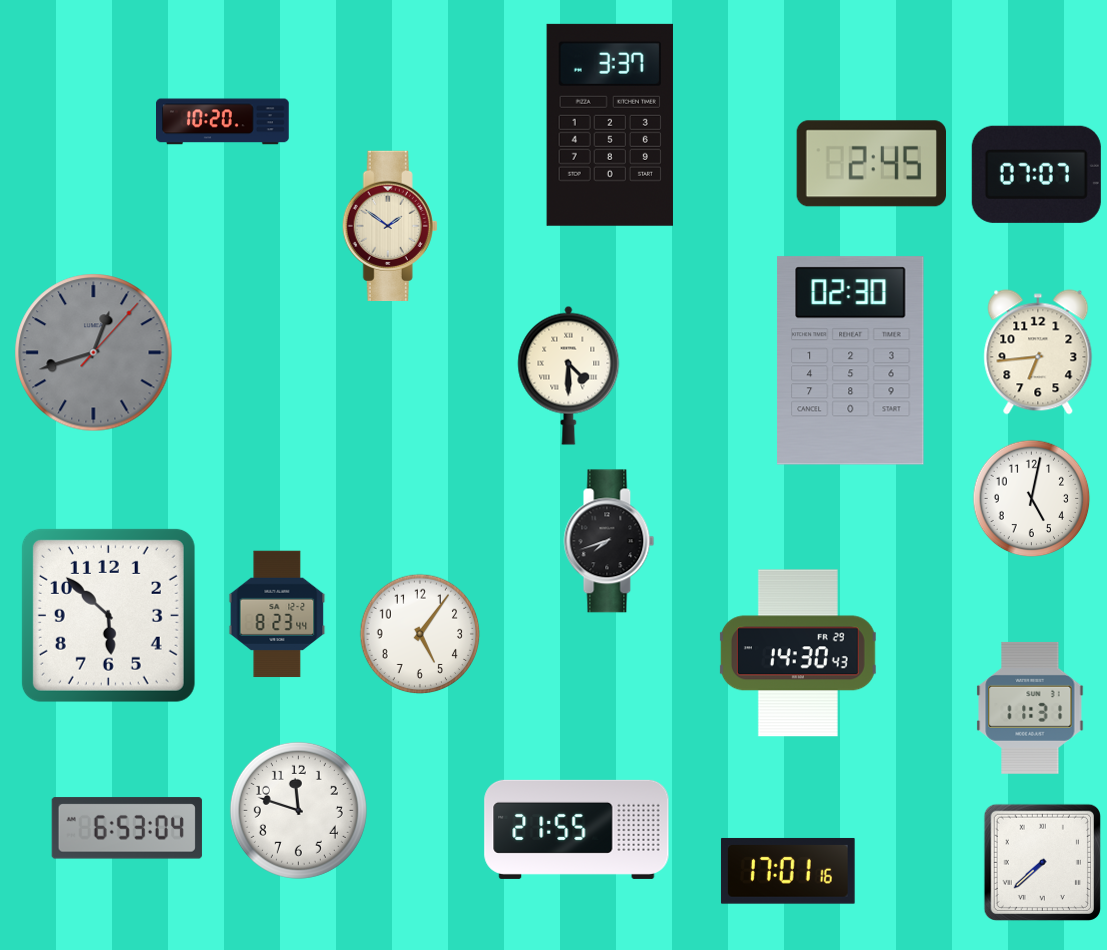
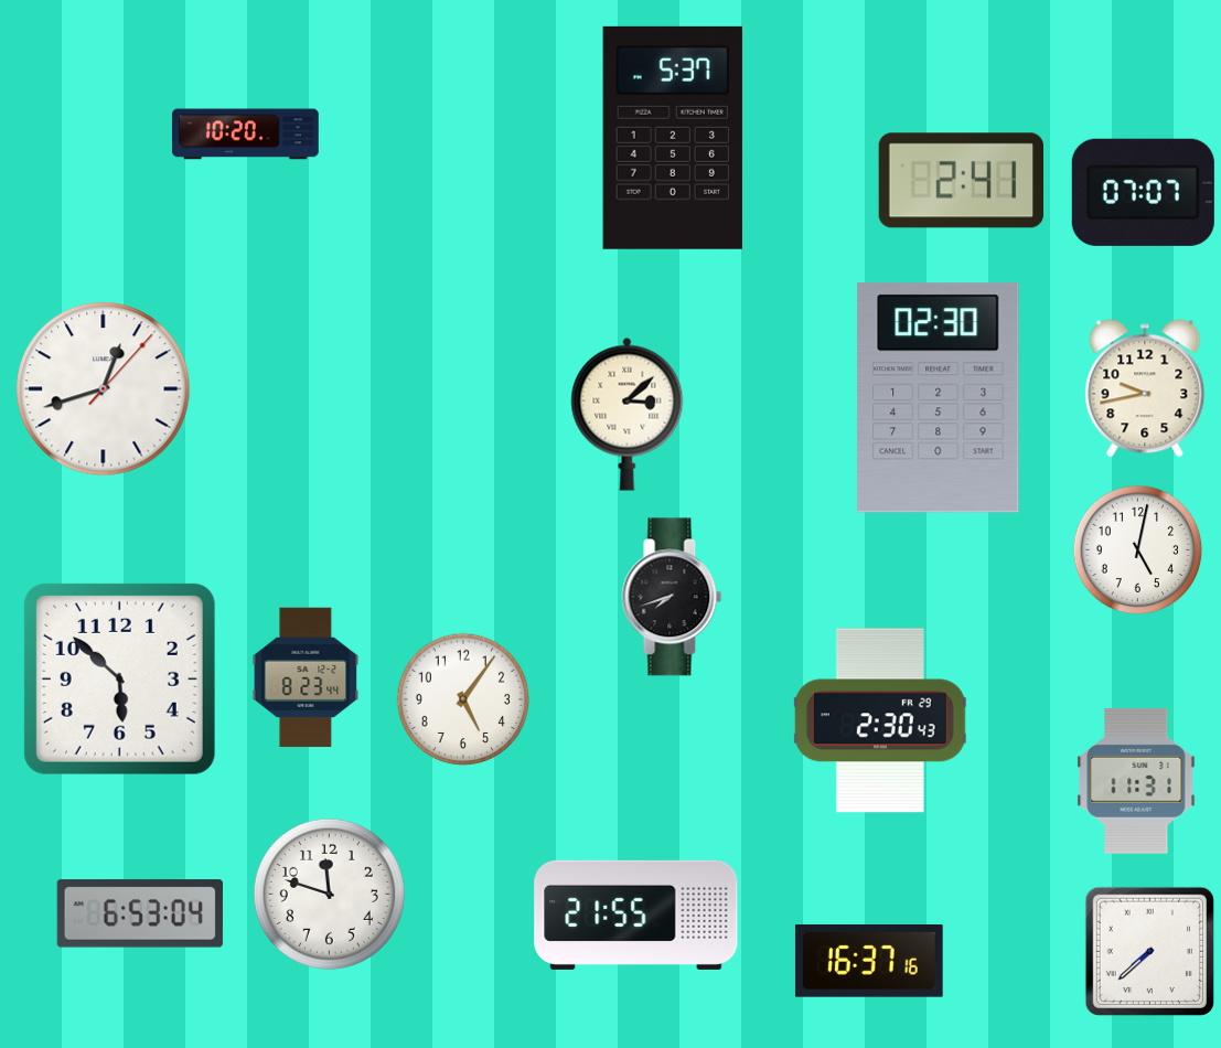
clock at (609, 125): 3:37 -> 5:37
clock at (871, 164): 2:45 -> 2:41
clock at (390, 225): 1:51 -> none
clock at (1038, 352): 6:44 -> 9:43
clock at (94, 353) dial: grey -> white
clock at (569, 375): 4:30 -> 3:08
clock at (798, 653): 14:30 -> 2:30
clock at (788, 871): 17:01 -> 16:37
